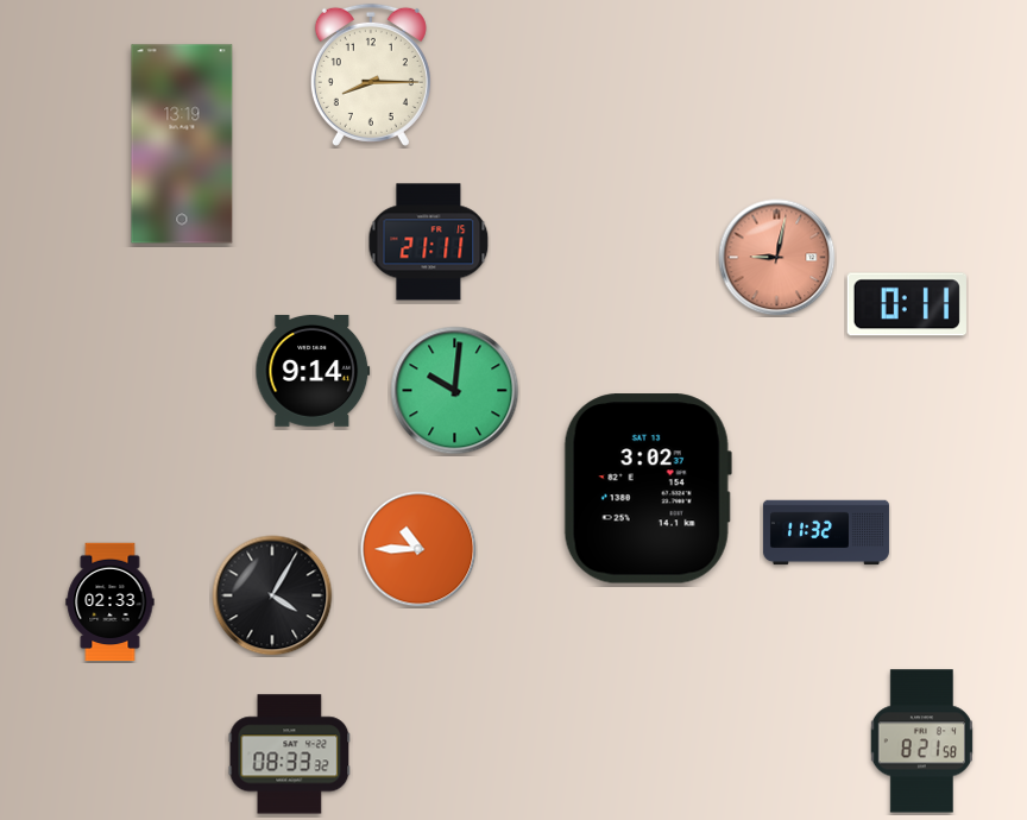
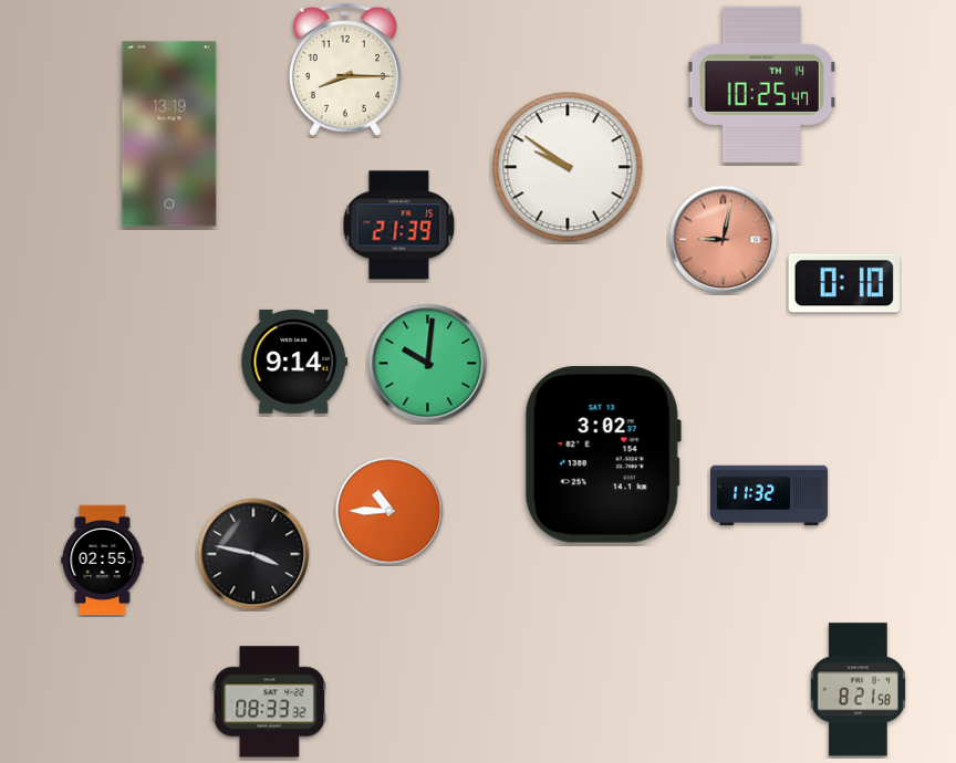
clock at (762, 84): none -> 10:25
clock at (568, 167): none -> 9:51
clock at (429, 242): 21:11 -> 21:39
clock at (907, 304): 0:11 -> 0:10
clock at (313, 371) position: (313, 371) -> (294, 362)
clock at (455, 391) position: (455, 391) -> (428, 364)
clock at (272, 595): 4:05 -> 3:47
clock at (111, 603): 02:33 -> 02:55
